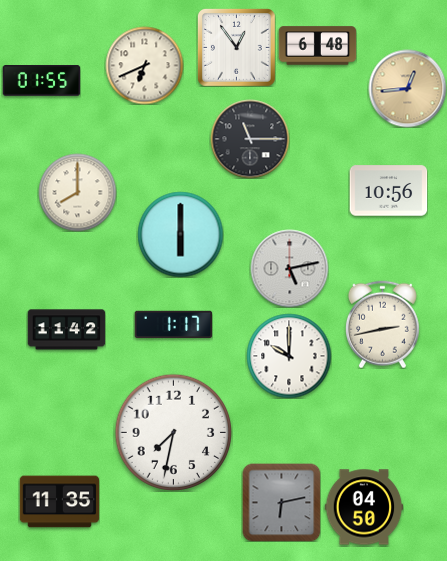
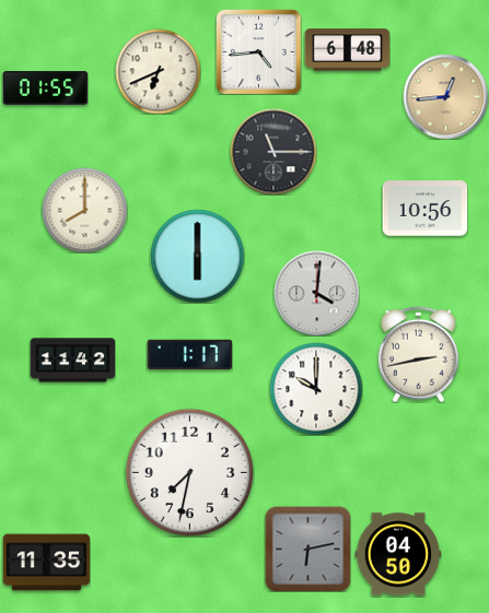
clock at (236, 47): 12:54 -> 4:44
clock at (289, 268): 5:13 -> 4:01
clock at (59, 502) position: (59, 502) -> (46, 563)
